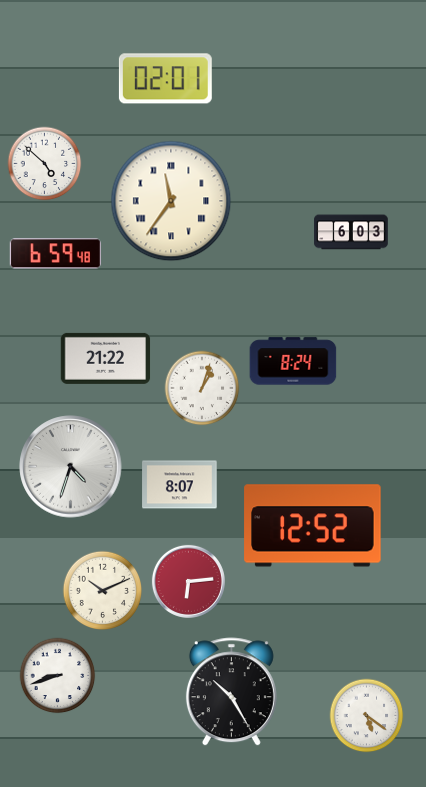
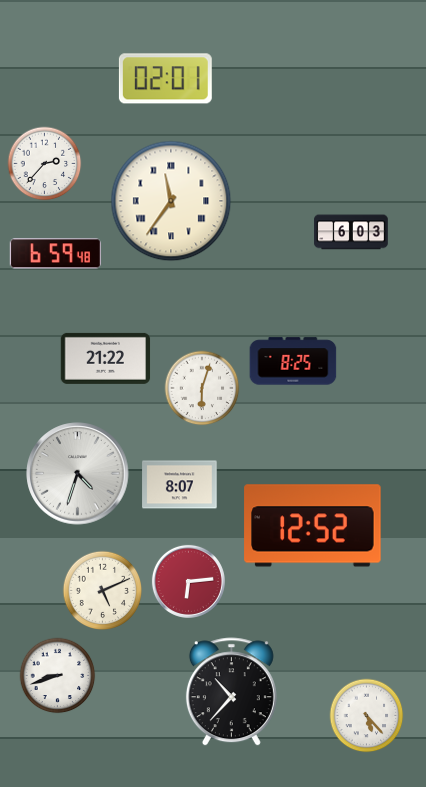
clock at (45, 164): 4:52 -> 2:37
clock at (293, 361): 8:24 -> 8:25
clock at (202, 388): 1:03 -> 6:03
clock at (71, 467) position: (71, 467) -> (78, 474)
clock at (103, 591): 10:11 -> 5:11
clock at (231, 692): 10:25 -> 10:37
clock at (367, 716): 5:21 -> 5:23
